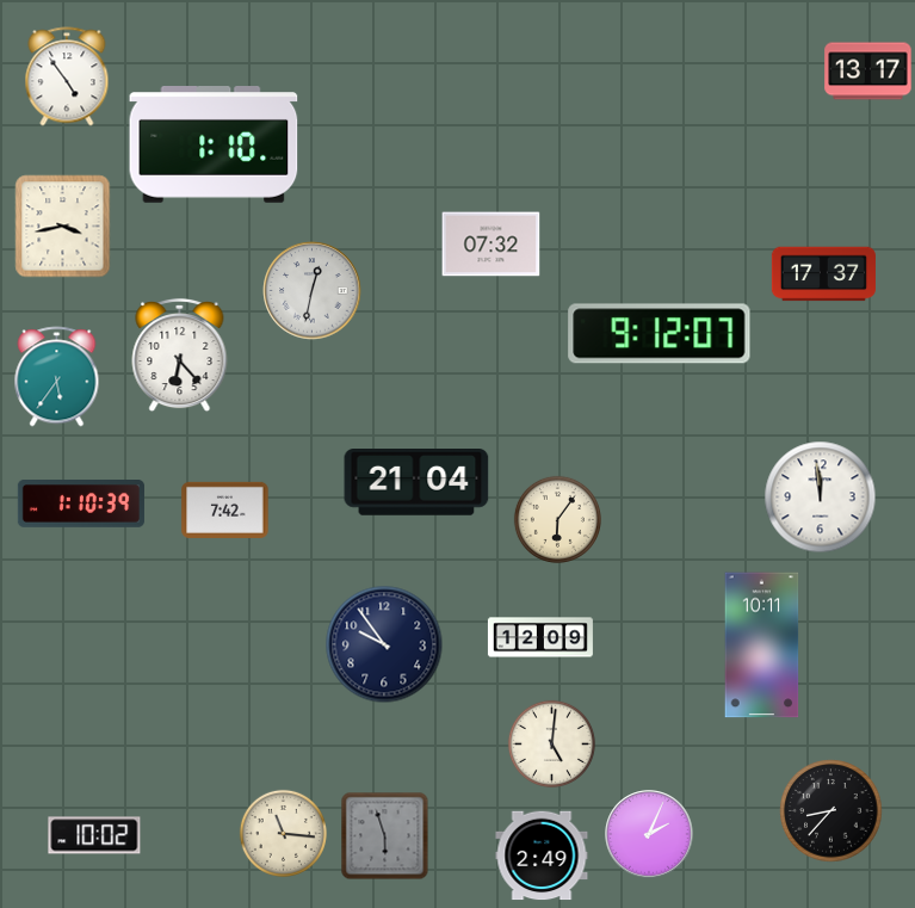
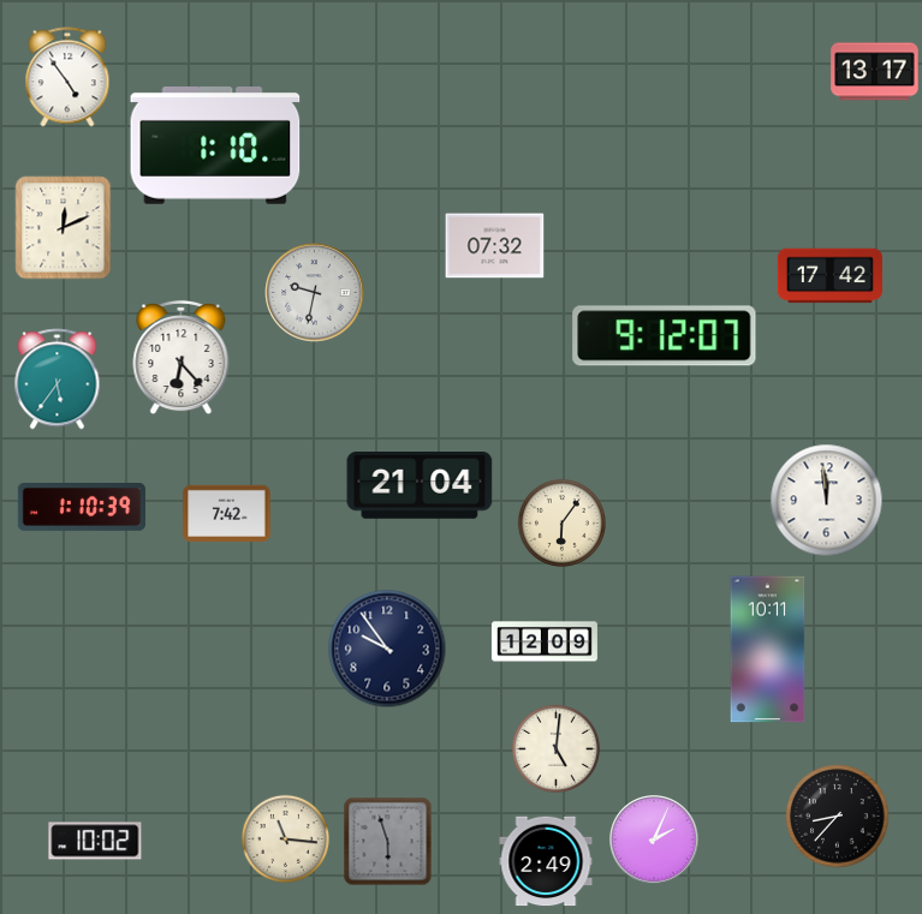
clock at (63, 227): 3:43 -> 12:11
clock at (823, 274): 17:37 -> 17:42
clock at (313, 291): 12:32 -> 9:32
